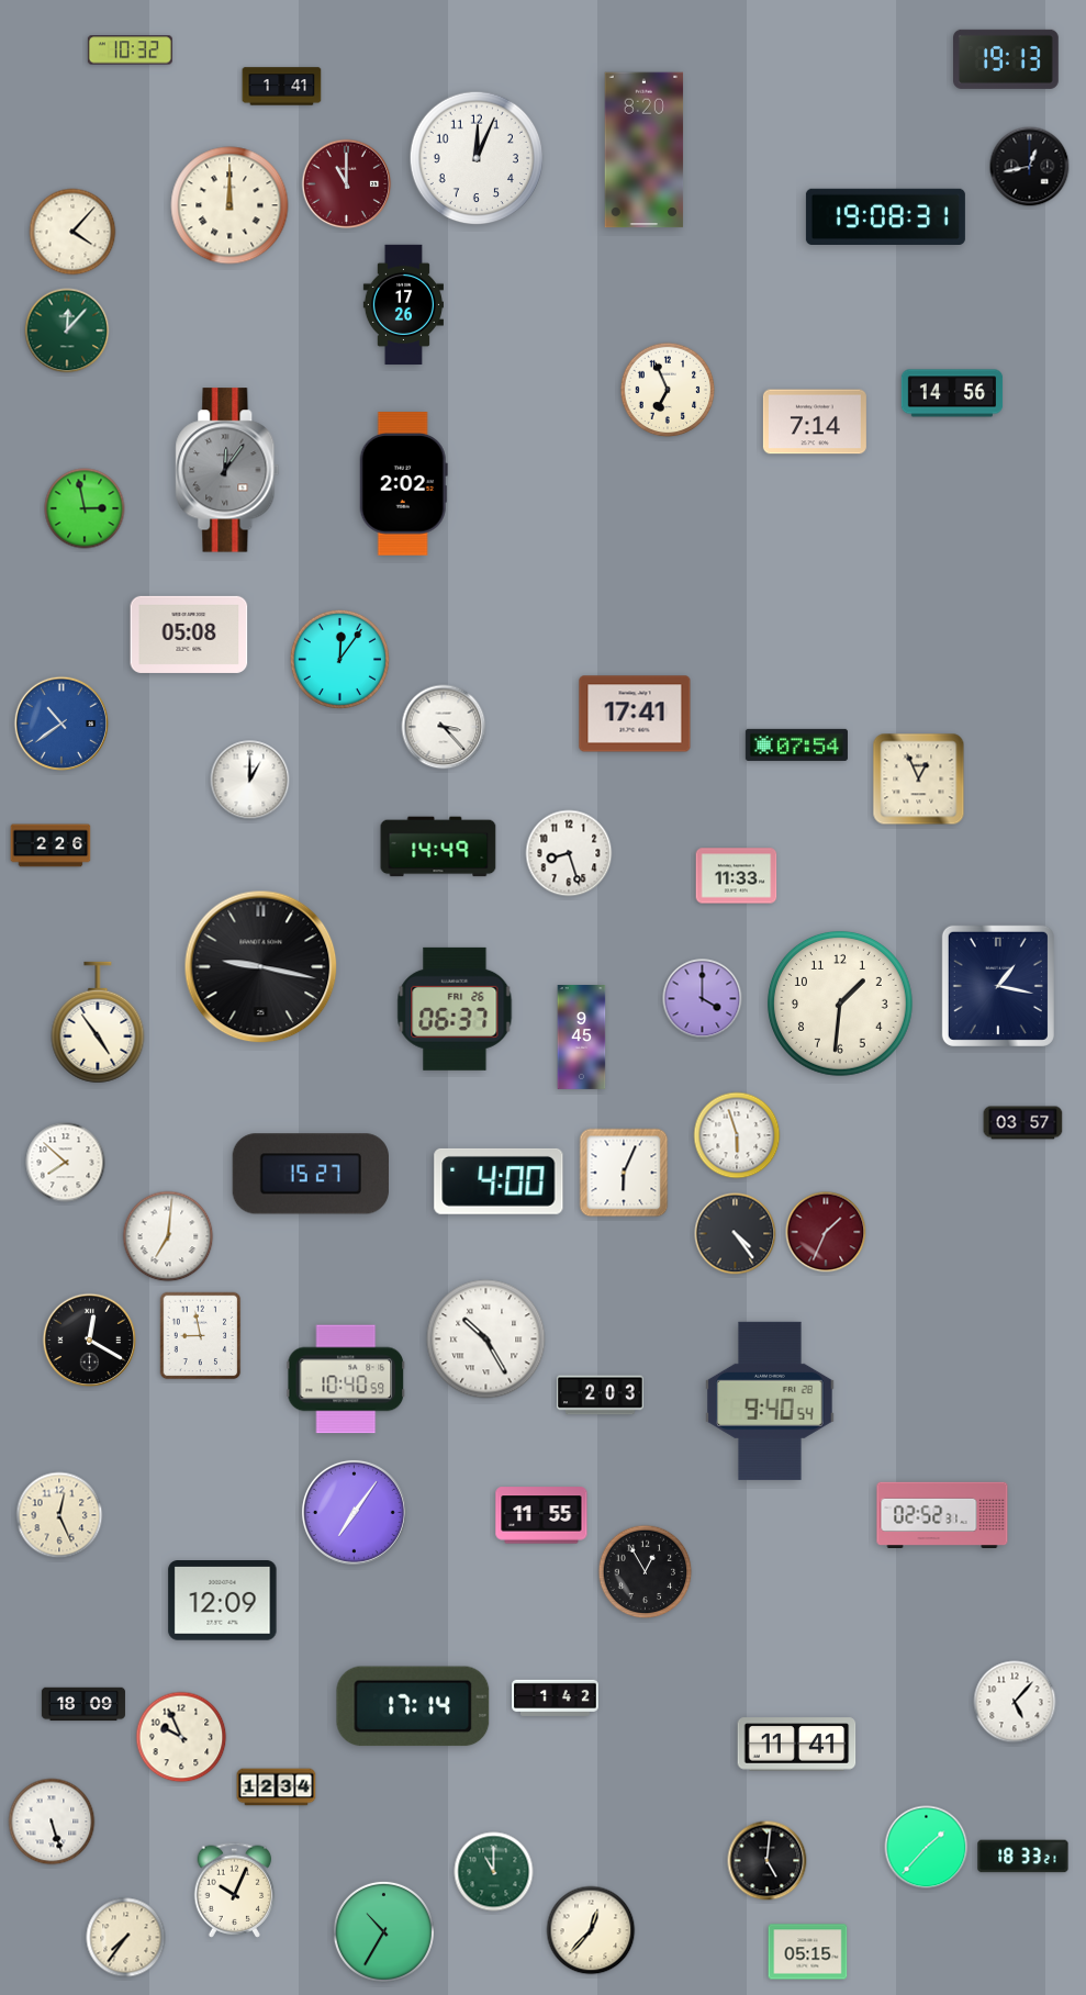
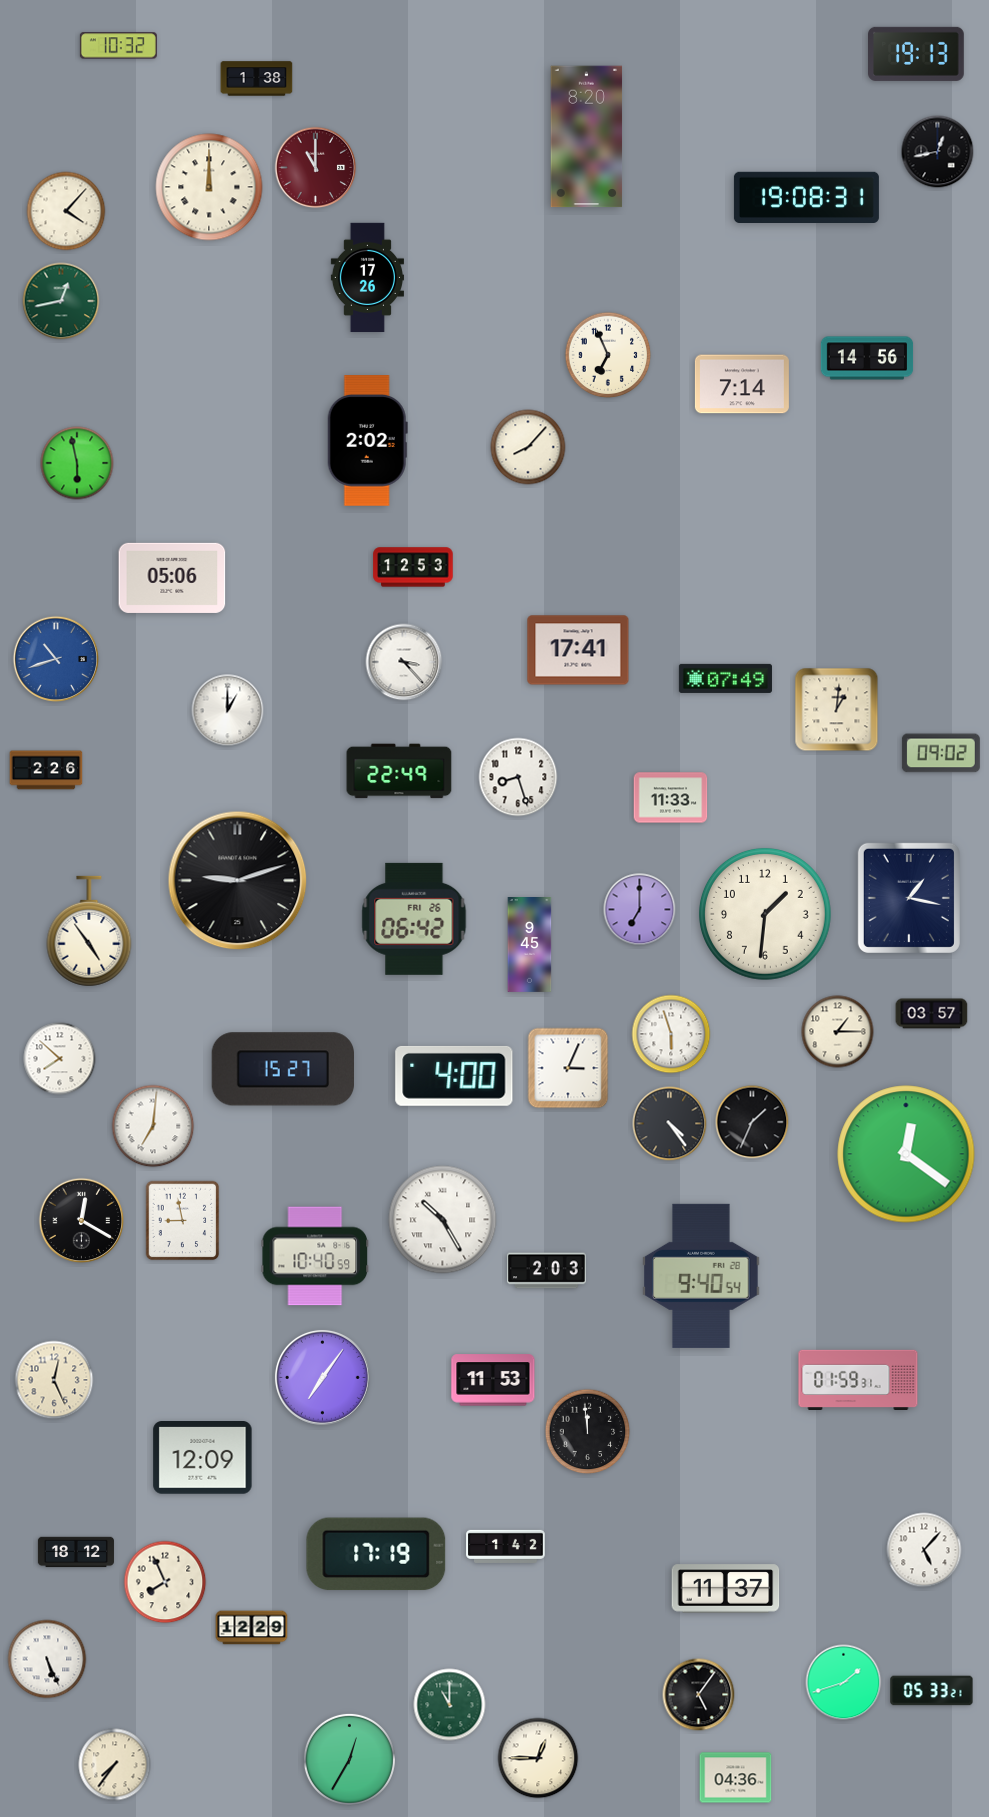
clock at (282, 87): 1:41 -> 1:38
clock at (477, 158): 12:04 -> none
clock at (67, 330): 12:07 -> 12:43
clock at (227, 470): 12:06 -> none
clock at (528, 447): none -> 8:07
clock at (85, 508): 2:58 -> 5:58
clock at (413, 567): none -> 12:53
clock at (189, 635): 05:08 -> 05:06
clock at (339, 659): 12:06 -> none
clock at (61, 724): 10:39 -> 10:42
clock at (796, 744): 07:54 -> 07:49
clock at (919, 780): 12:56 -> 1:01
clock at (941, 753): none -> 09:02
clock at (438, 847): 14:49 -> 22:49
clock at (261, 967): 9:17 -> 9:12
clock at (703, 999): 4:00 -> 7:00
clock at (455, 1009): 06:37 -> 06:42
clock at (1023, 1123) position: (1023, 1123) -> (932, 1014)
clock at (838, 1032): none -> 1:15
clock at (624, 1173): 6:04 -> 3:04
clock at (826, 1232) dial: burgundy -> black
clock at (906, 1154): none -> 12:21
clock at (201, 1336) position: (201, 1336) -> (183, 1221)
clock at (541, 1515): 11:55 -> 11:53
clock at (942, 1515): 02:52 -> 01:59
clock at (646, 1572): 12:55 -> 11:59
clock at (83, 1704): 18:09 -> 18:12
clock at (413, 1706): 17:14 -> 17:19
clock at (181, 1737): 9:56 -> 7:56
clock at (797, 1745): 11:41 -> 11:37
clock at (277, 1787): 12:34 -> 12:29
clock at (52, 1822): 5:27 -> 5:26
clock at (927, 1848): 1:37 -> 1:42
clock at (1023, 1857): 18:33 -> 05:33
clock at (768, 1861): 5:01 -> 5:06
clock at (235, 1890): 10:04 -> none
clock at (591, 1930): 12:37 -> 12:45
clock at (383, 1931): 10:35 -> 12:35
clock at (808, 1952): 05:15 -> 04:36
